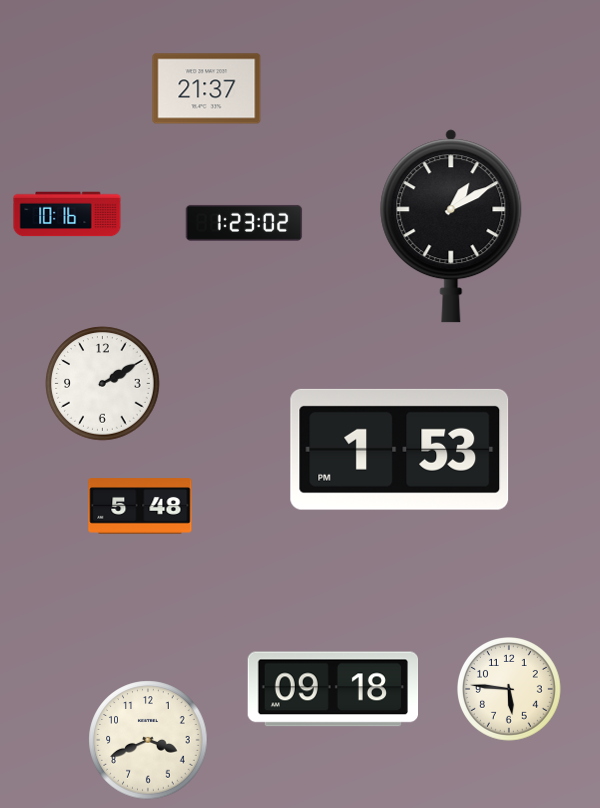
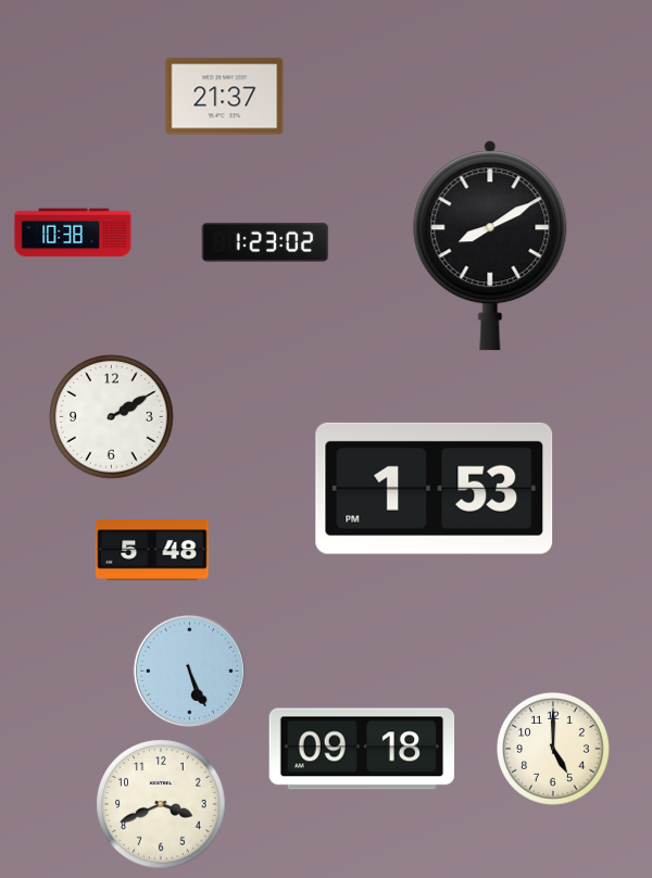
clock at (67, 214): 10:16 -> 10:38
clock at (451, 226): 1:10 -> 8:10
clock at (189, 670): none -> 5:26
clock at (510, 690): 5:46 -> 5:00
